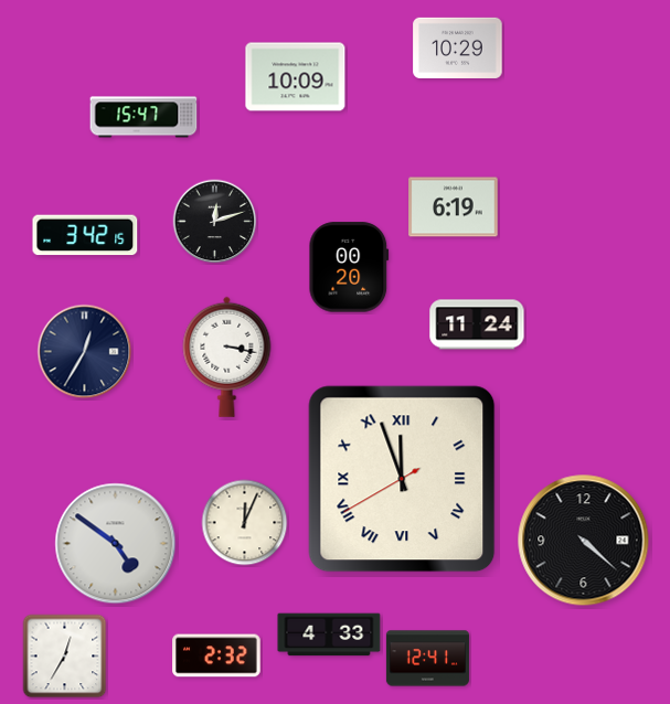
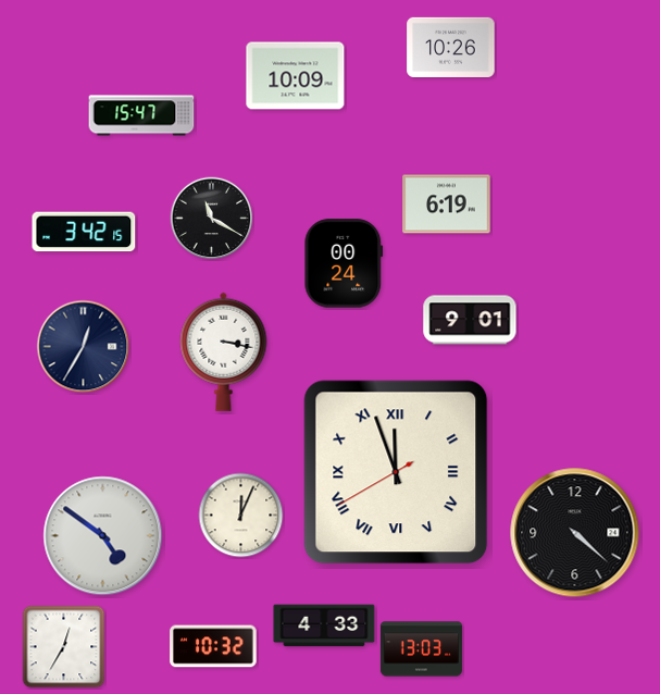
clock at (458, 47): 10:29 -> 10:26
clock at (296, 77) position: (296, 77) -> (296, 76)
clock at (215, 222): 12:12 -> 11:20
clock at (349, 267): 00:20 -> 00:24
clock at (477, 324): 11:24 -> 9:01
clock at (116, 544) position: (116, 544) -> (103, 536)
clock at (216, 655): 2:32 -> 10:32
clock at (427, 659): 12:41 -> 13:03
